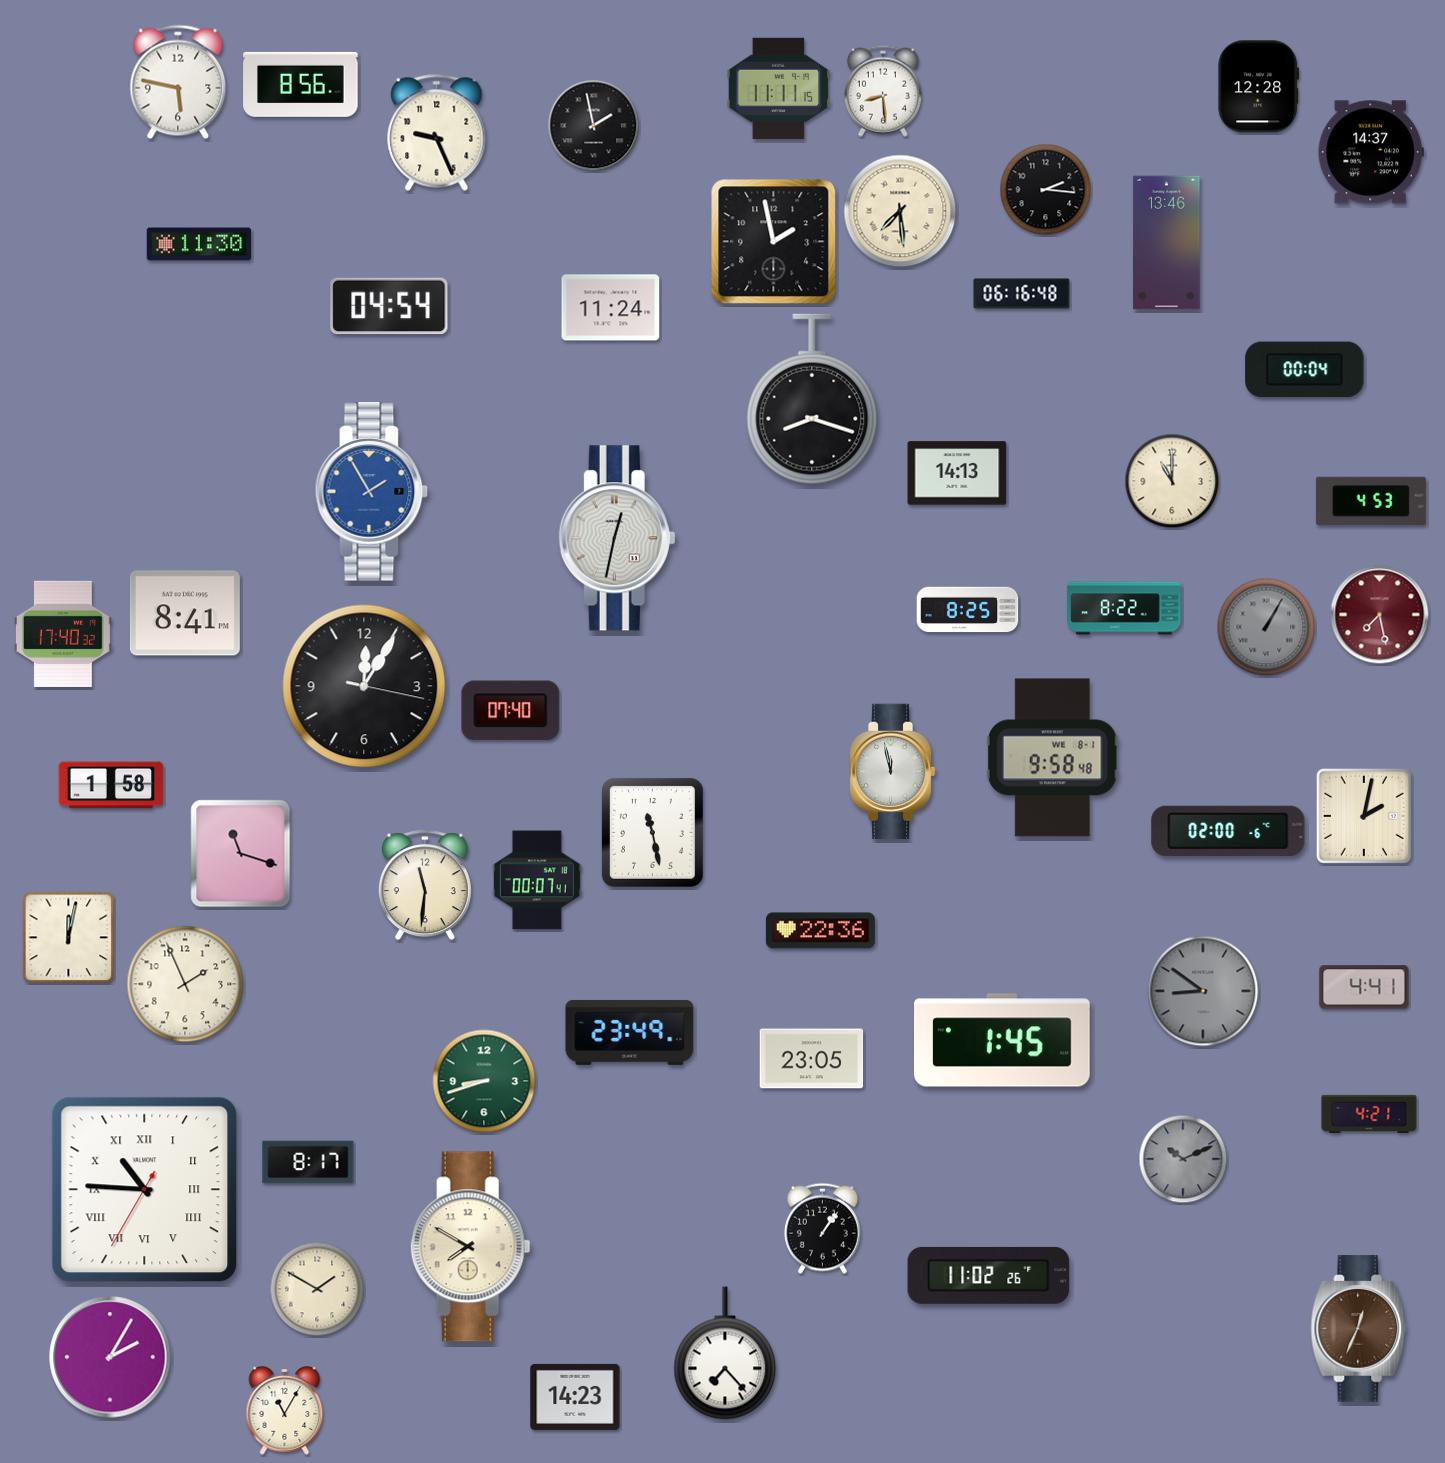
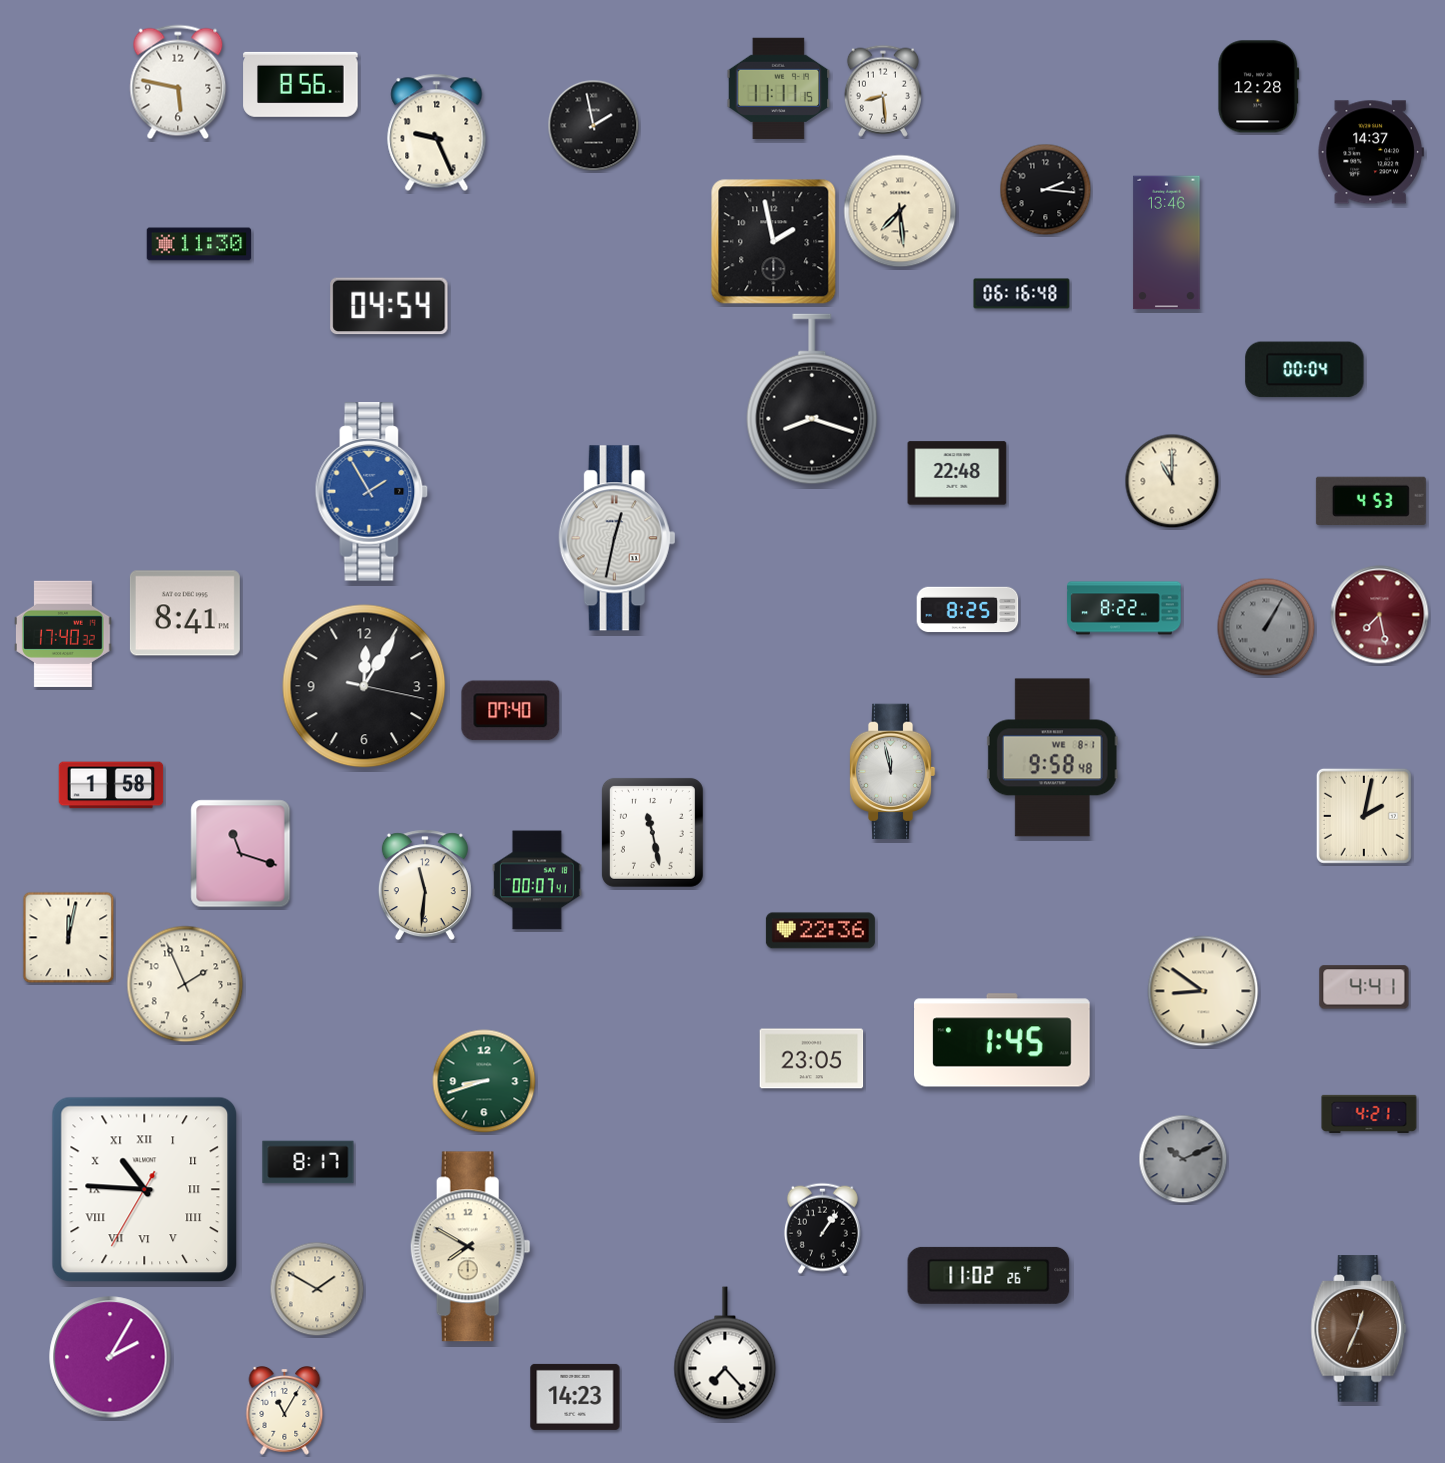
clock at (611, 308): 11:24 -> none
clock at (957, 473): 14:13 -> 22:48
clock at (1228, 831): 02:00 -> none
clock at (1203, 991) dial: grey -> cream
clock at (630, 1032): 23:49 -> none
